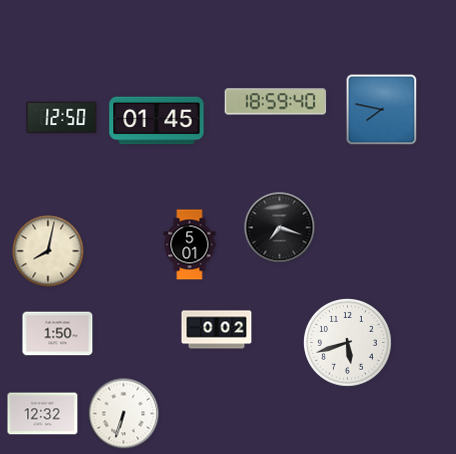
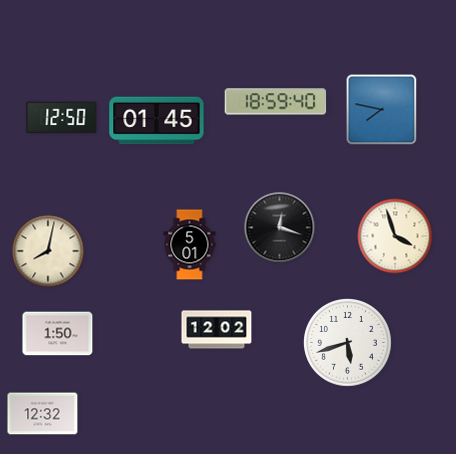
clock at (280, 228): 7:18 -> 12:18
clock at (395, 236): none -> 3:57
clock at (217, 330): 0:02 -> 12:02
clock at (124, 414): 6:33 -> none
